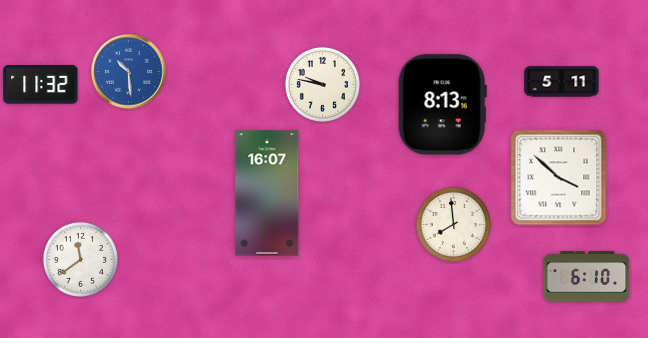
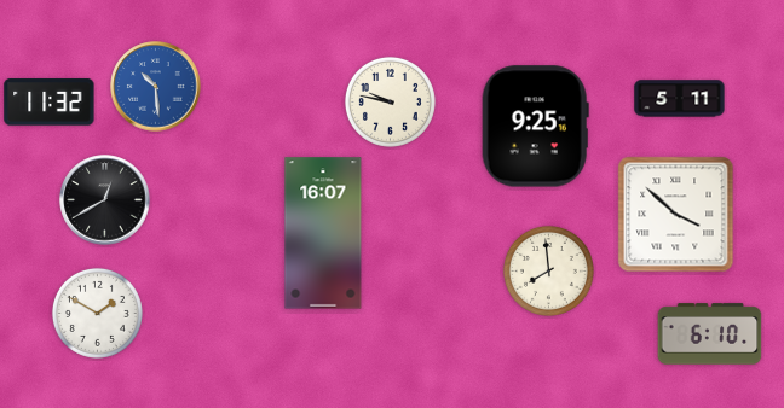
clock at (442, 105): 8:13 -> 9:25
clock at (105, 200): none -> 12:40
clock at (80, 259): 11:39 -> 1:50
